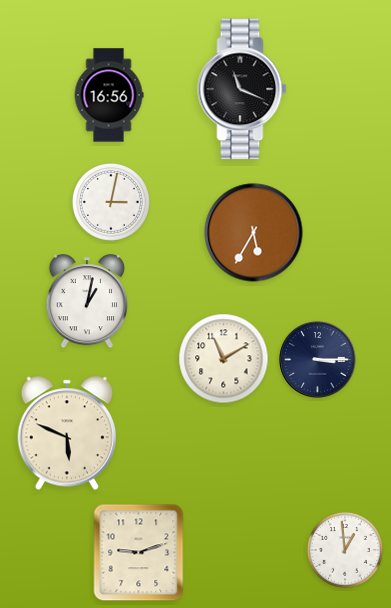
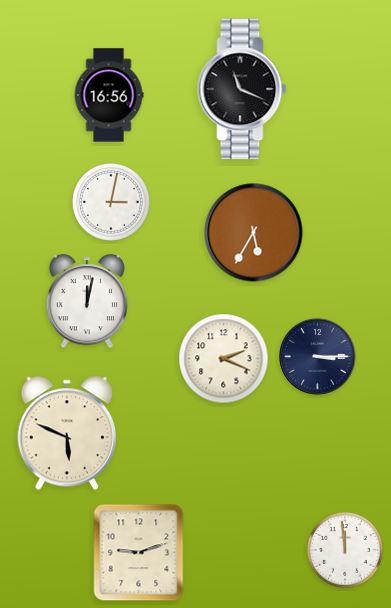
clock at (86, 302): 1:02 -> 12:02
clock at (224, 359): 11:10 -> 2:19
clock at (318, 360) position: (318, 360) -> (318, 357)
clock at (345, 550): 12:59 -> 11:59
